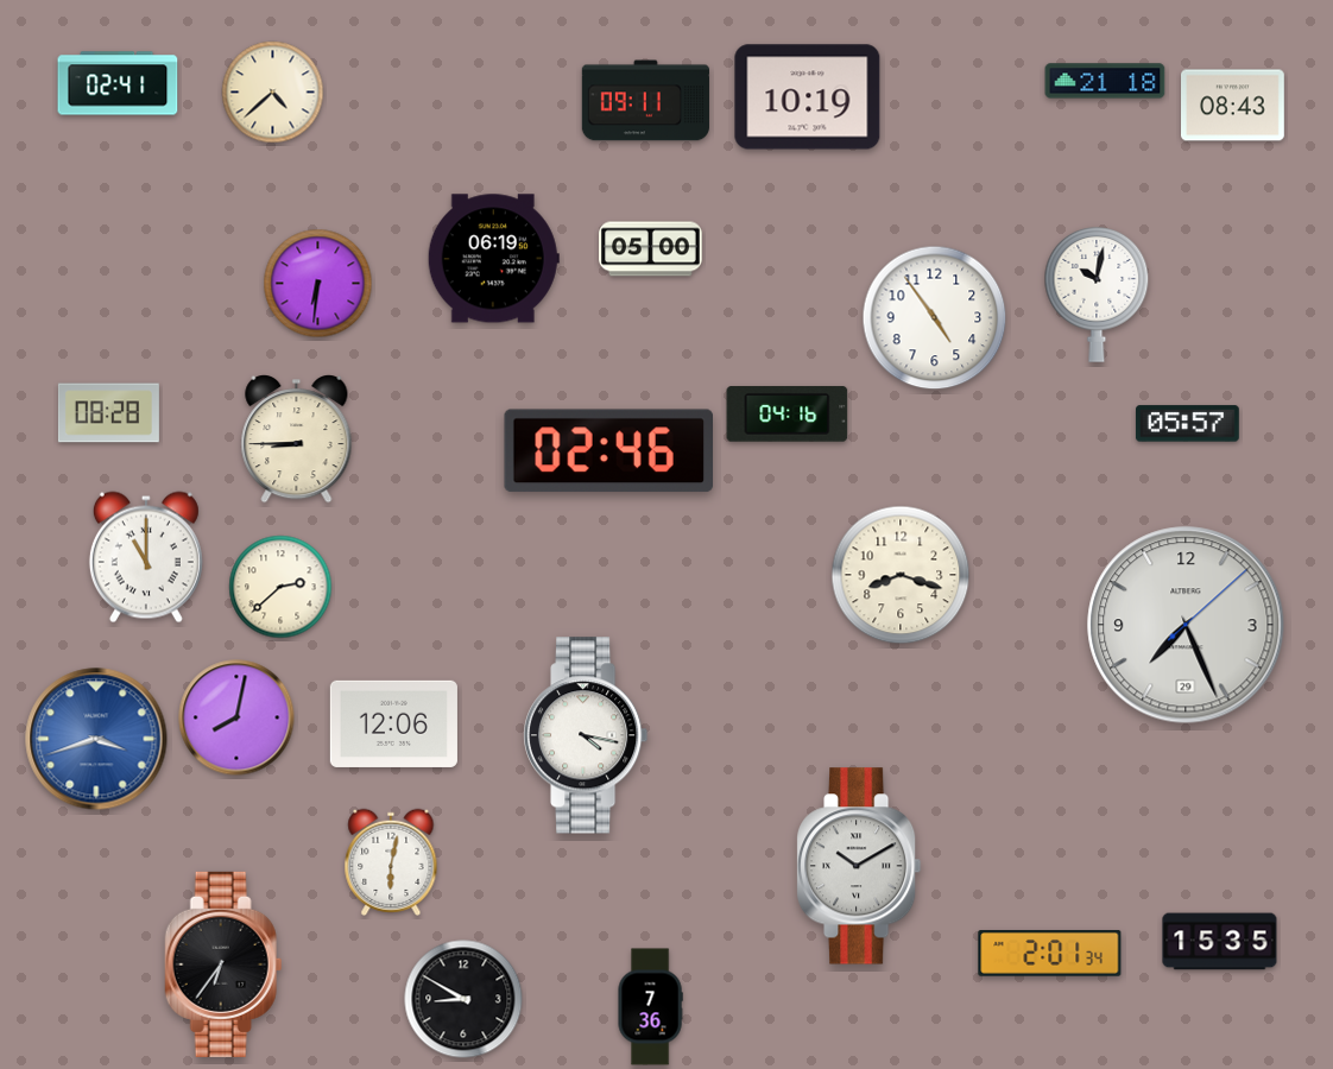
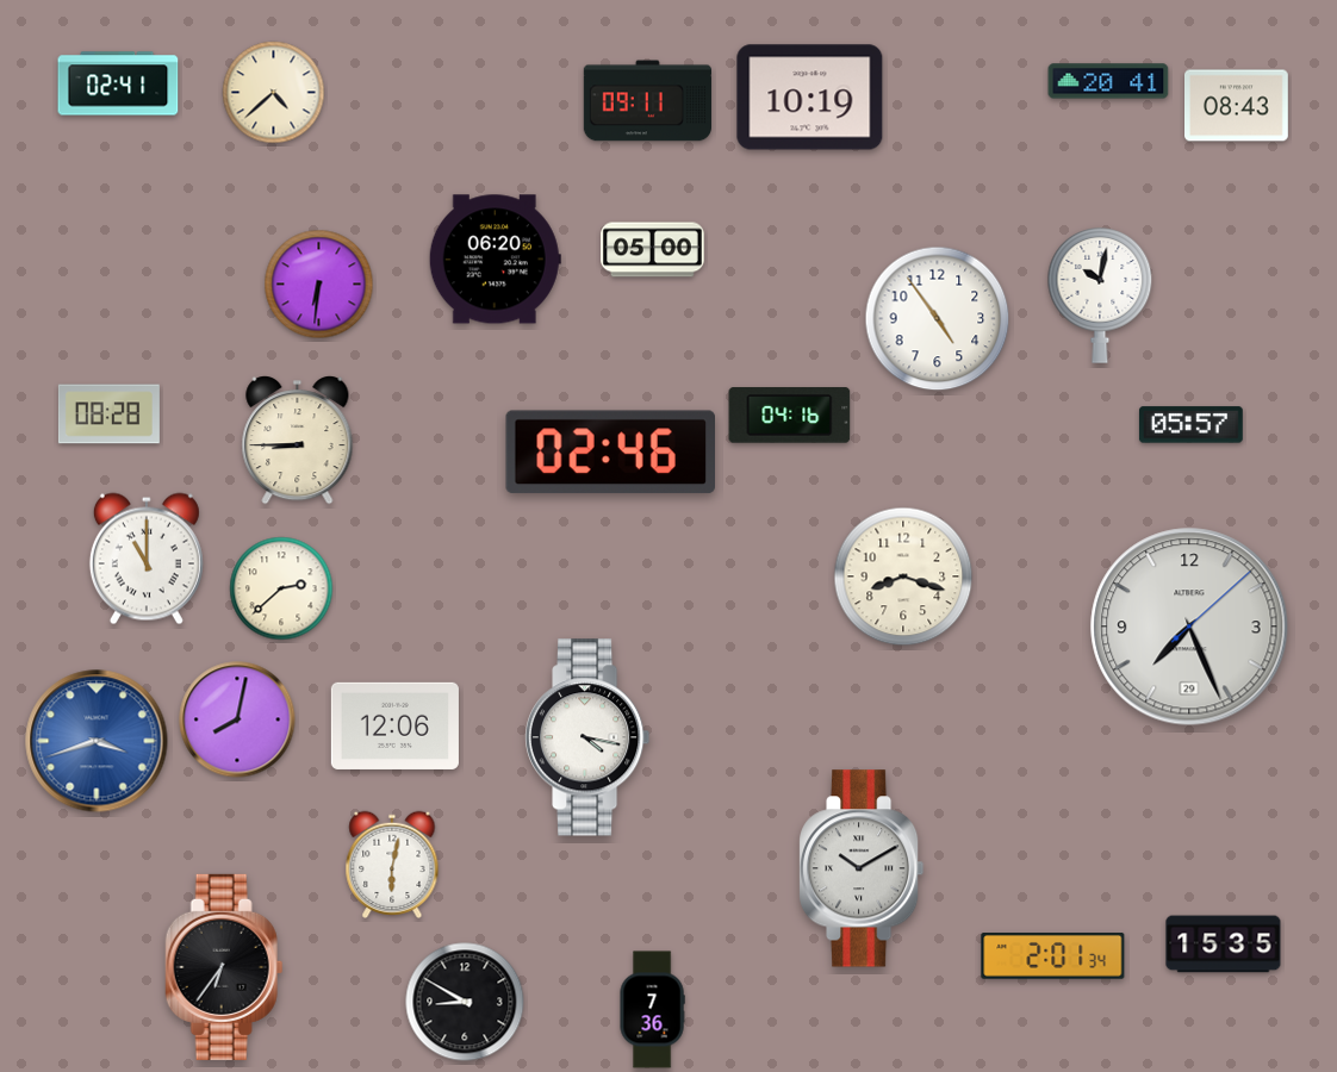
clock at (1105, 81): 21:18 -> 20:41
clock at (493, 259): 06:19 -> 06:20
